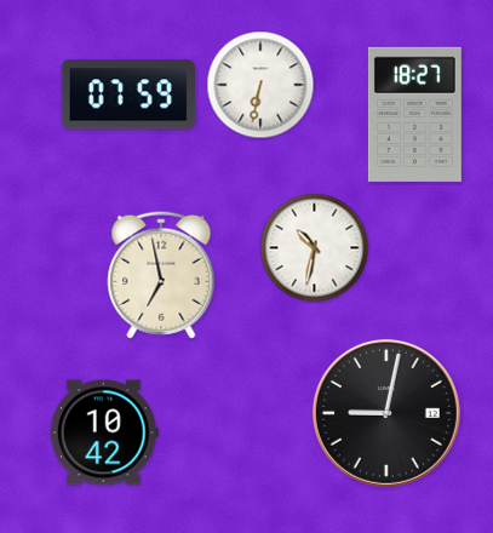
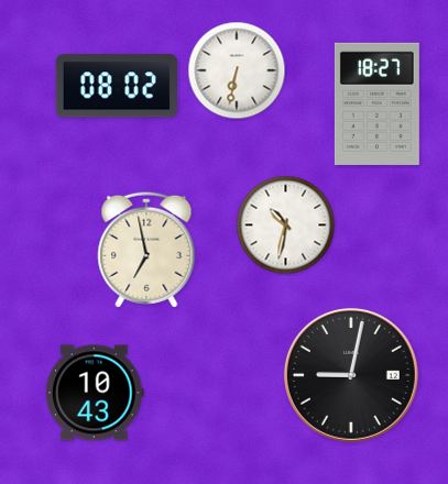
clock at (260, 85) position: (260, 85) -> (237, 70)
clock at (128, 94): 07:59 -> 08:02
clock at (104, 432): 10:42 -> 10:43
